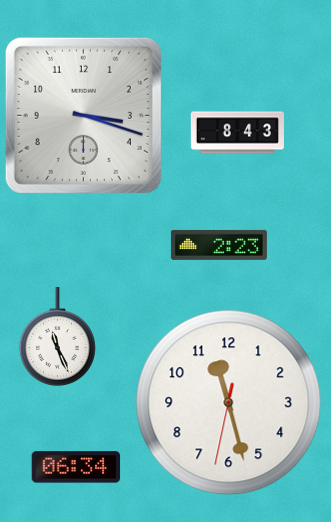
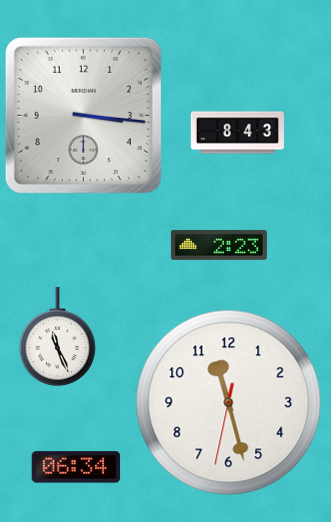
clock at (83, 115): 3:18 -> 3:16
